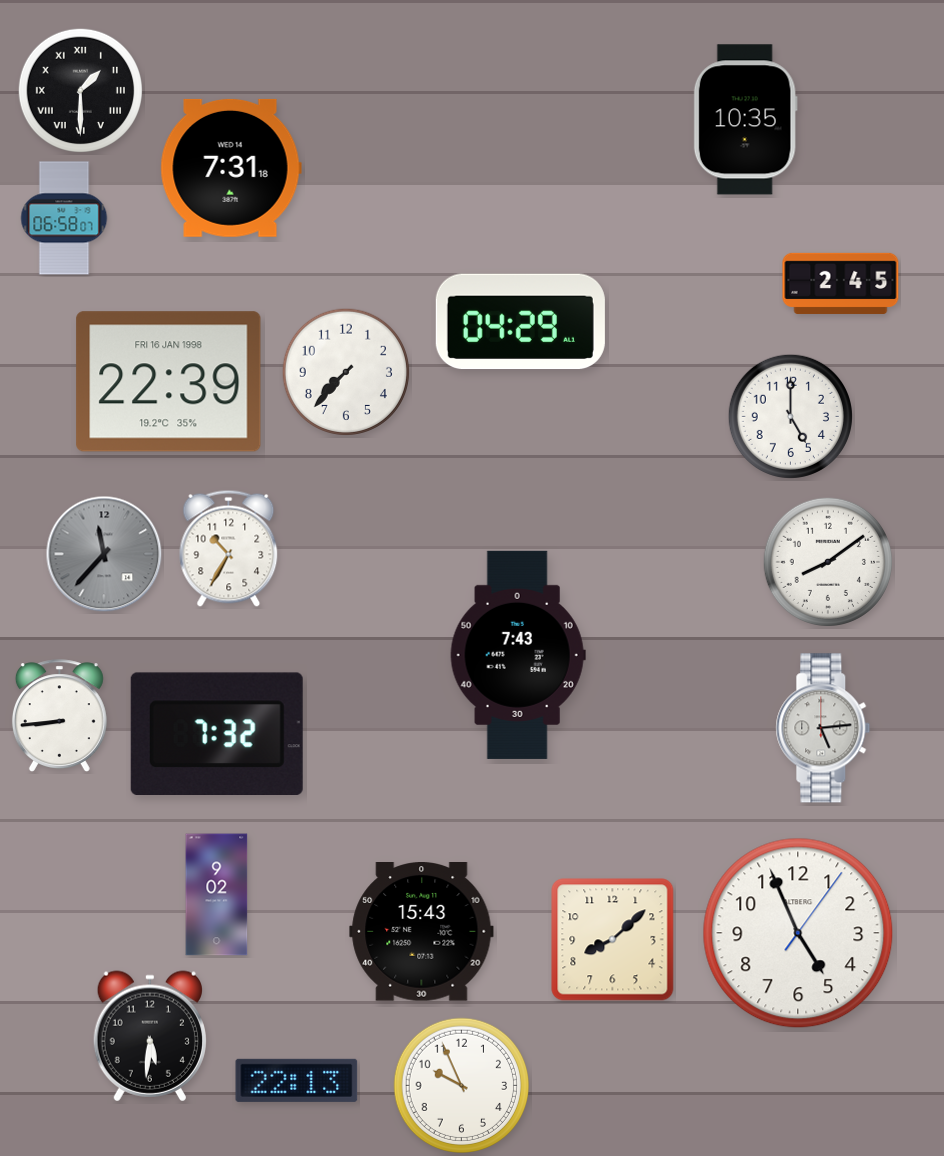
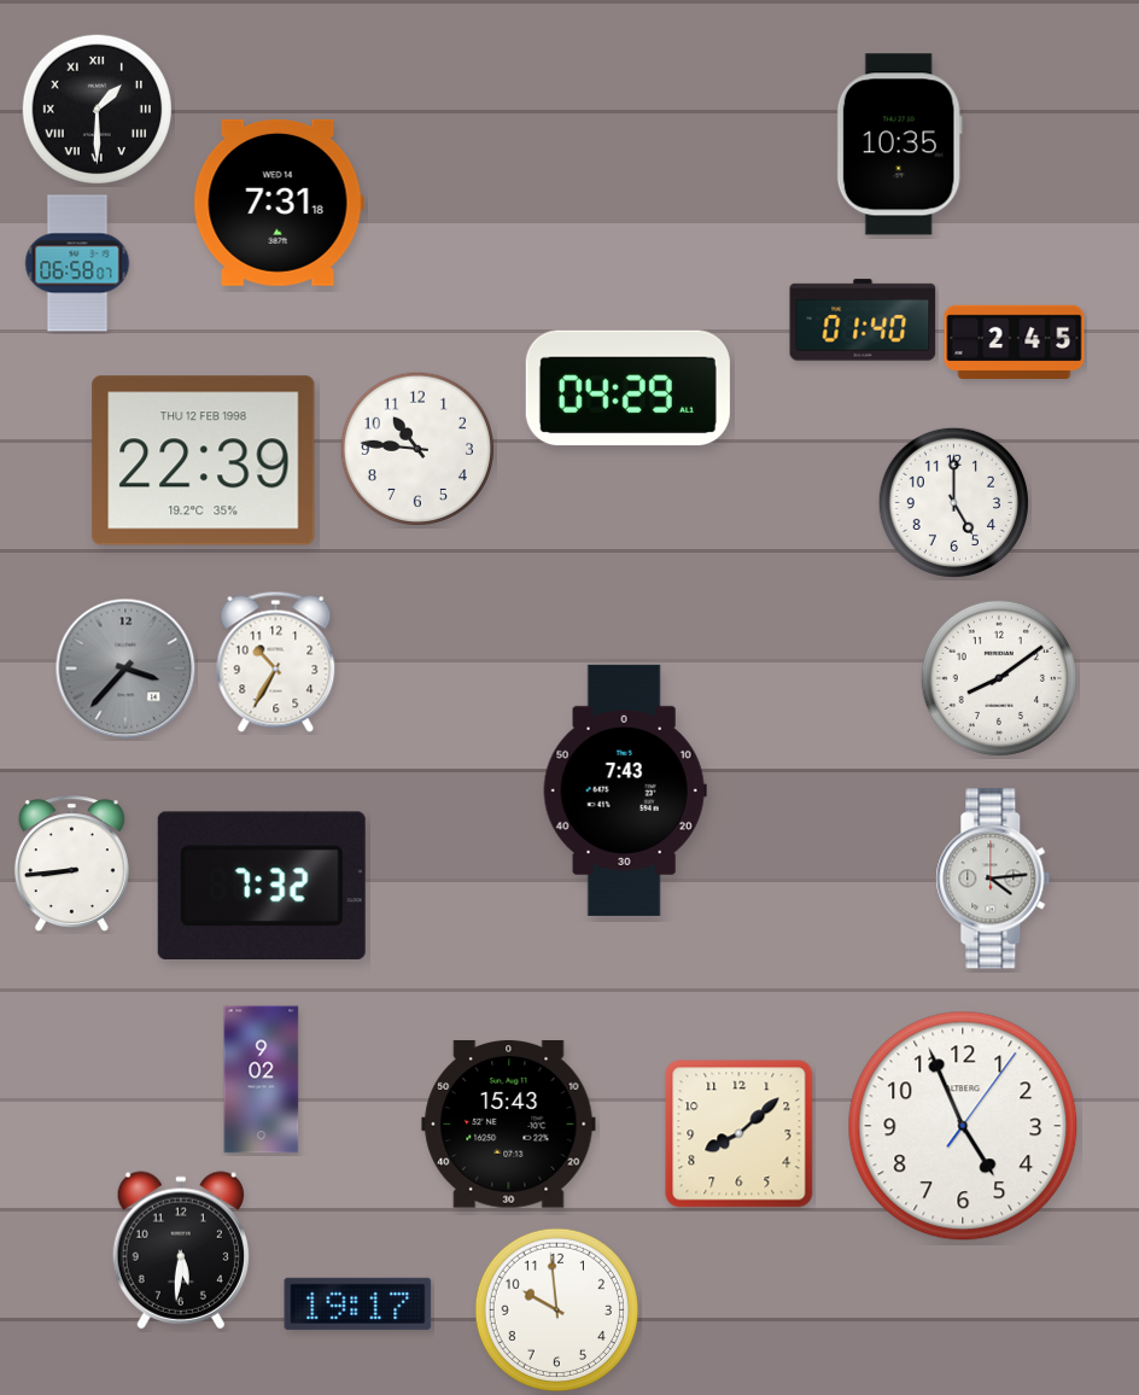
clock at (863, 320): none -> 01:40
clock at (346, 372): 7:37 -> 10:46
clock at (169, 382) date: FRI 16 JAN 1998 -> THU 12 FEB 1998
clock at (104, 554): 11:37 -> 3:37
clock at (823, 728): 5:14 -> 4:14
clock at (297, 1080): 22:13 -> 19:17
clock at (461, 1085): 9:56 -> 9:59
